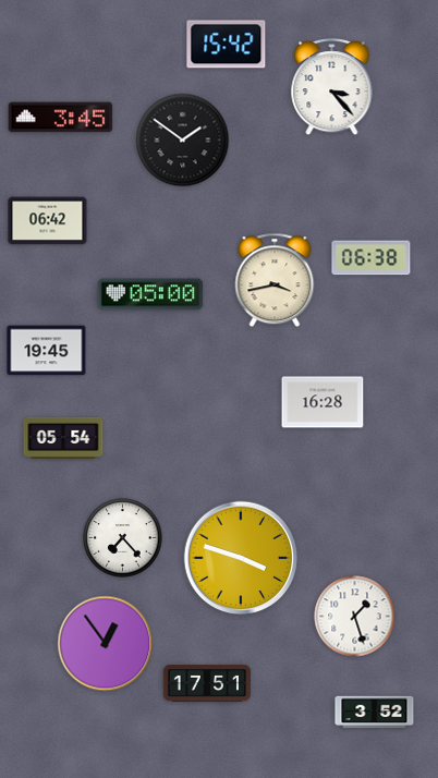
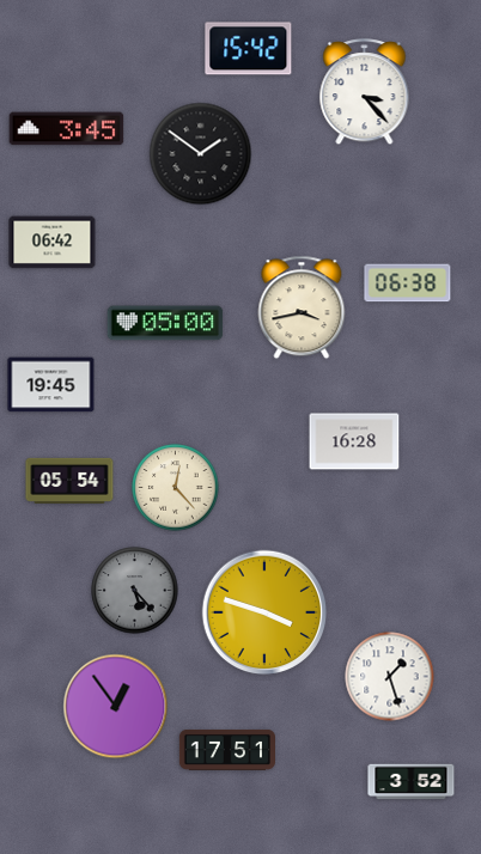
clock at (332, 87) position: (332, 87) -> (365, 92)
clock at (176, 488): none -> 12:23
clock at (123, 538): 7:23 -> 5:23
clock at (123, 538) dial: white -> grey
